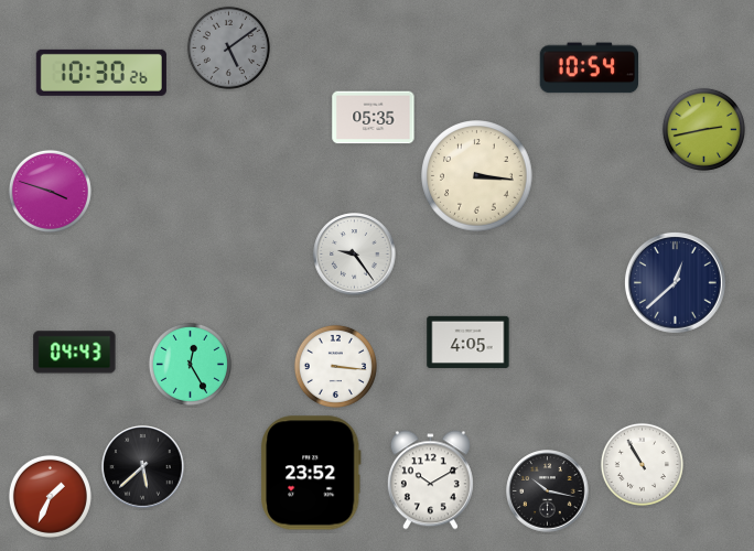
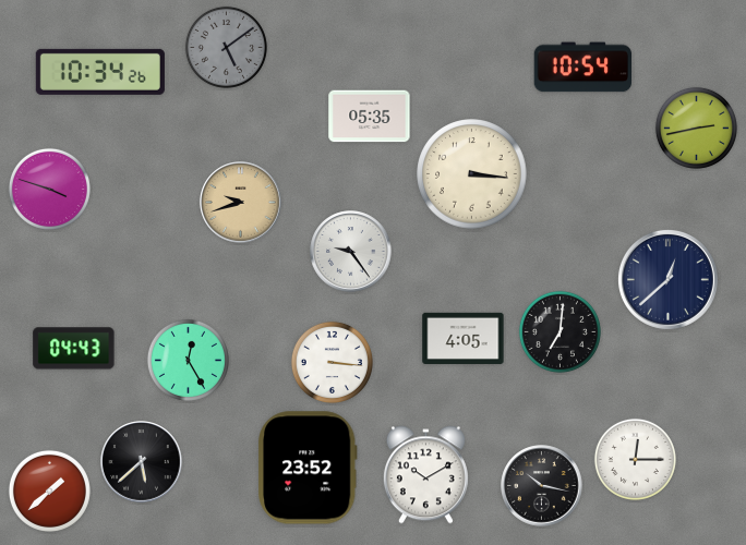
clock at (101, 73): 10:30 -> 10:34
clock at (241, 203): none -> 9:42
clock at (559, 331): none -> 7:01
clock at (642, 464): 10:55 -> 12:15
clock at (50, 496): 1:34 -> 1:38
